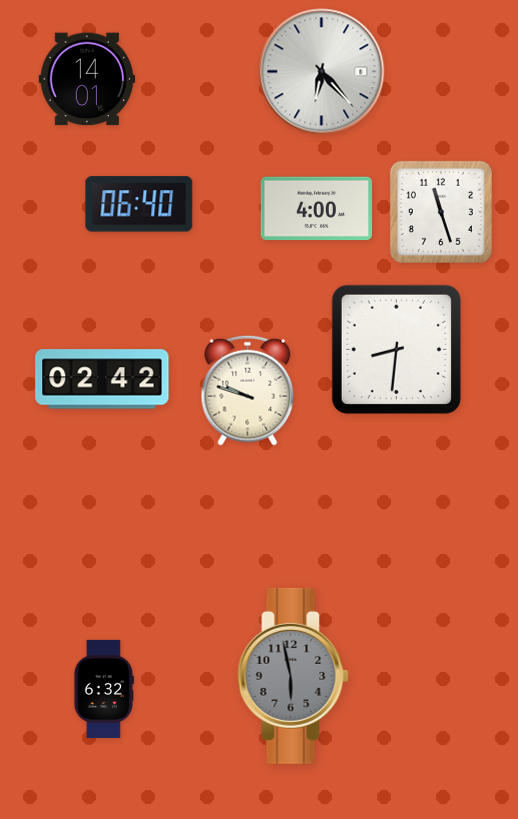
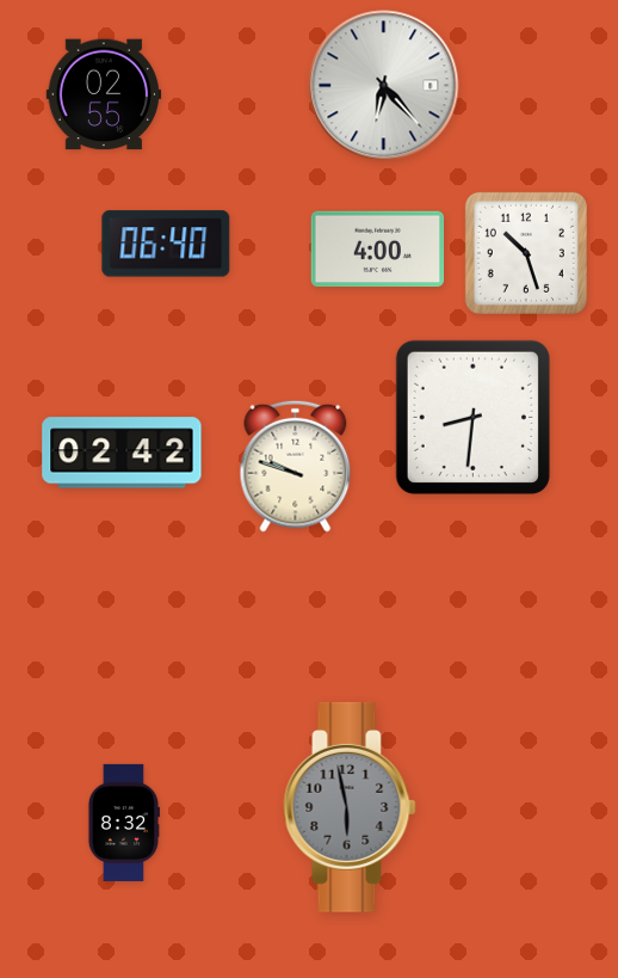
clock at (87, 79): 14:01 -> 02:55
clock at (441, 212): 11:27 -> 10:27
clock at (103, 689): 6:32 -> 8:32
